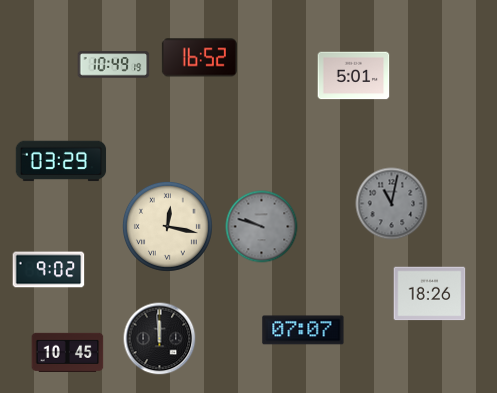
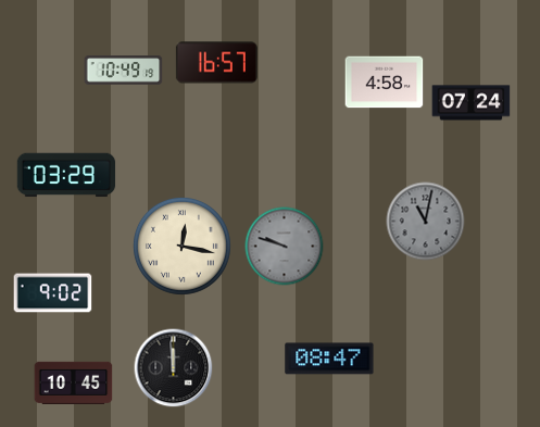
clock at (199, 58): 16:52 -> 16:57
clock at (354, 76): 5:01 -> 4:58
clock at (472, 103): none -> 07:24
clock at (430, 294): 18:26 -> none
clock at (303, 330): 07:07 -> 08:47
